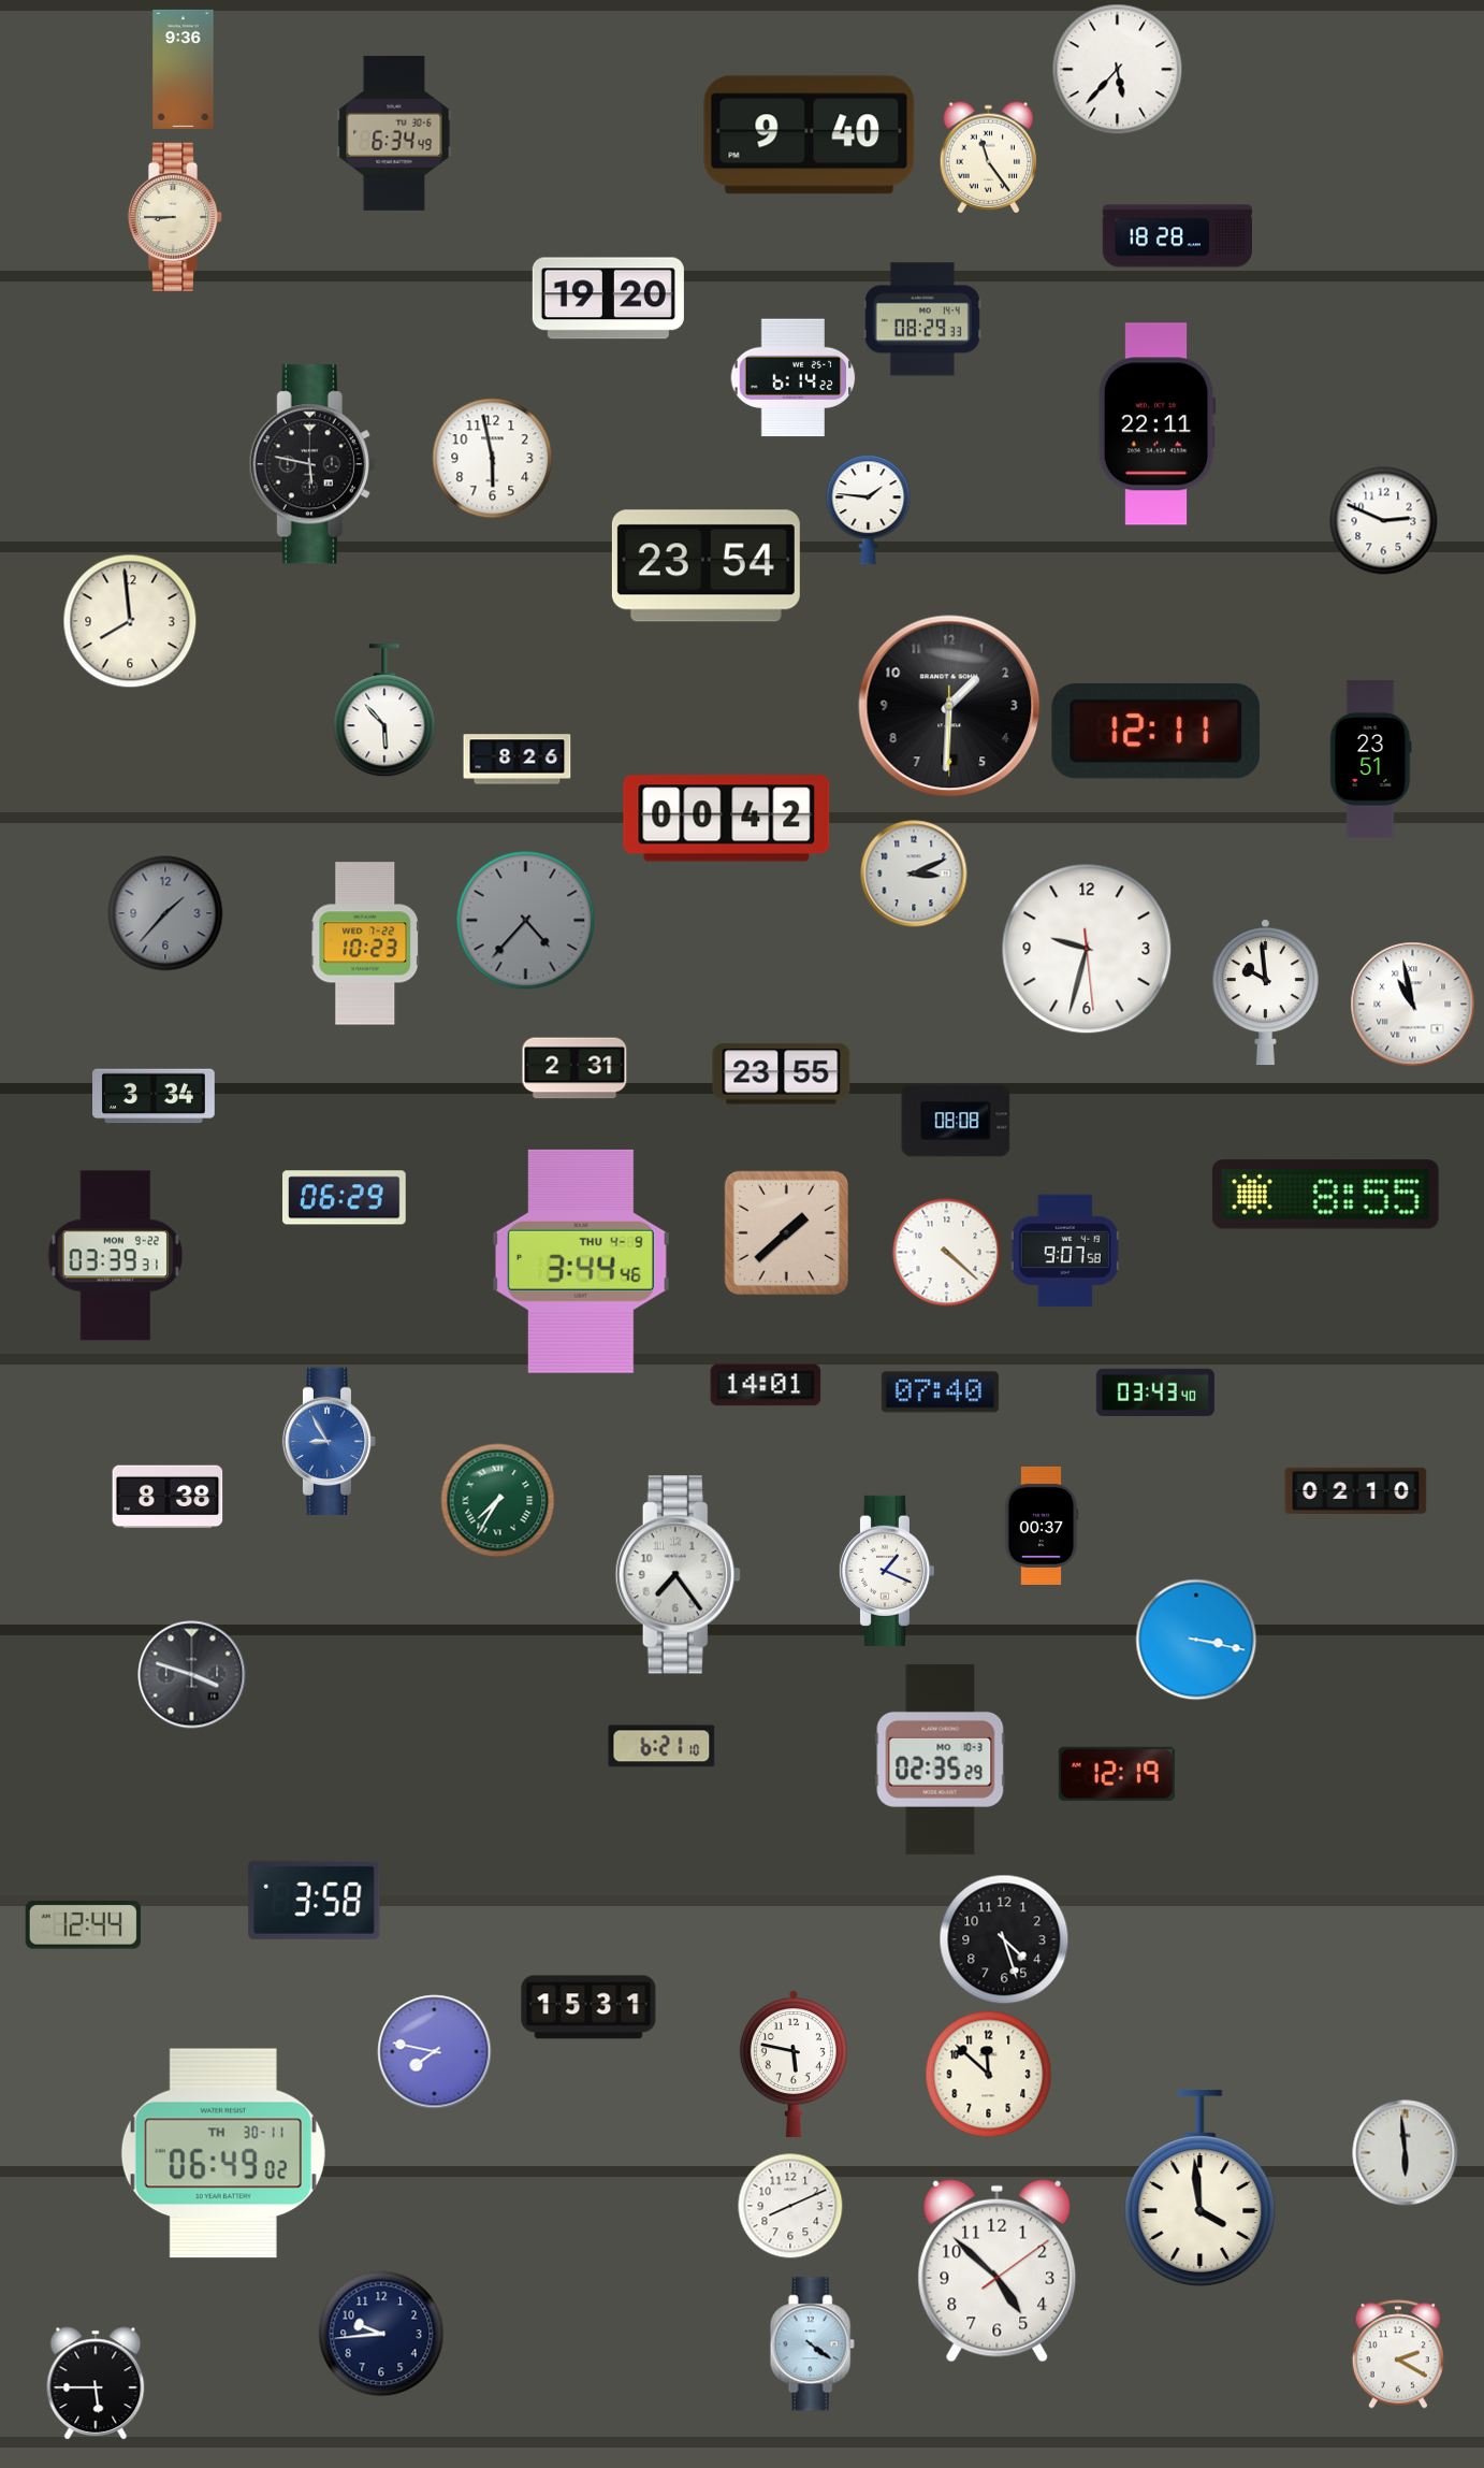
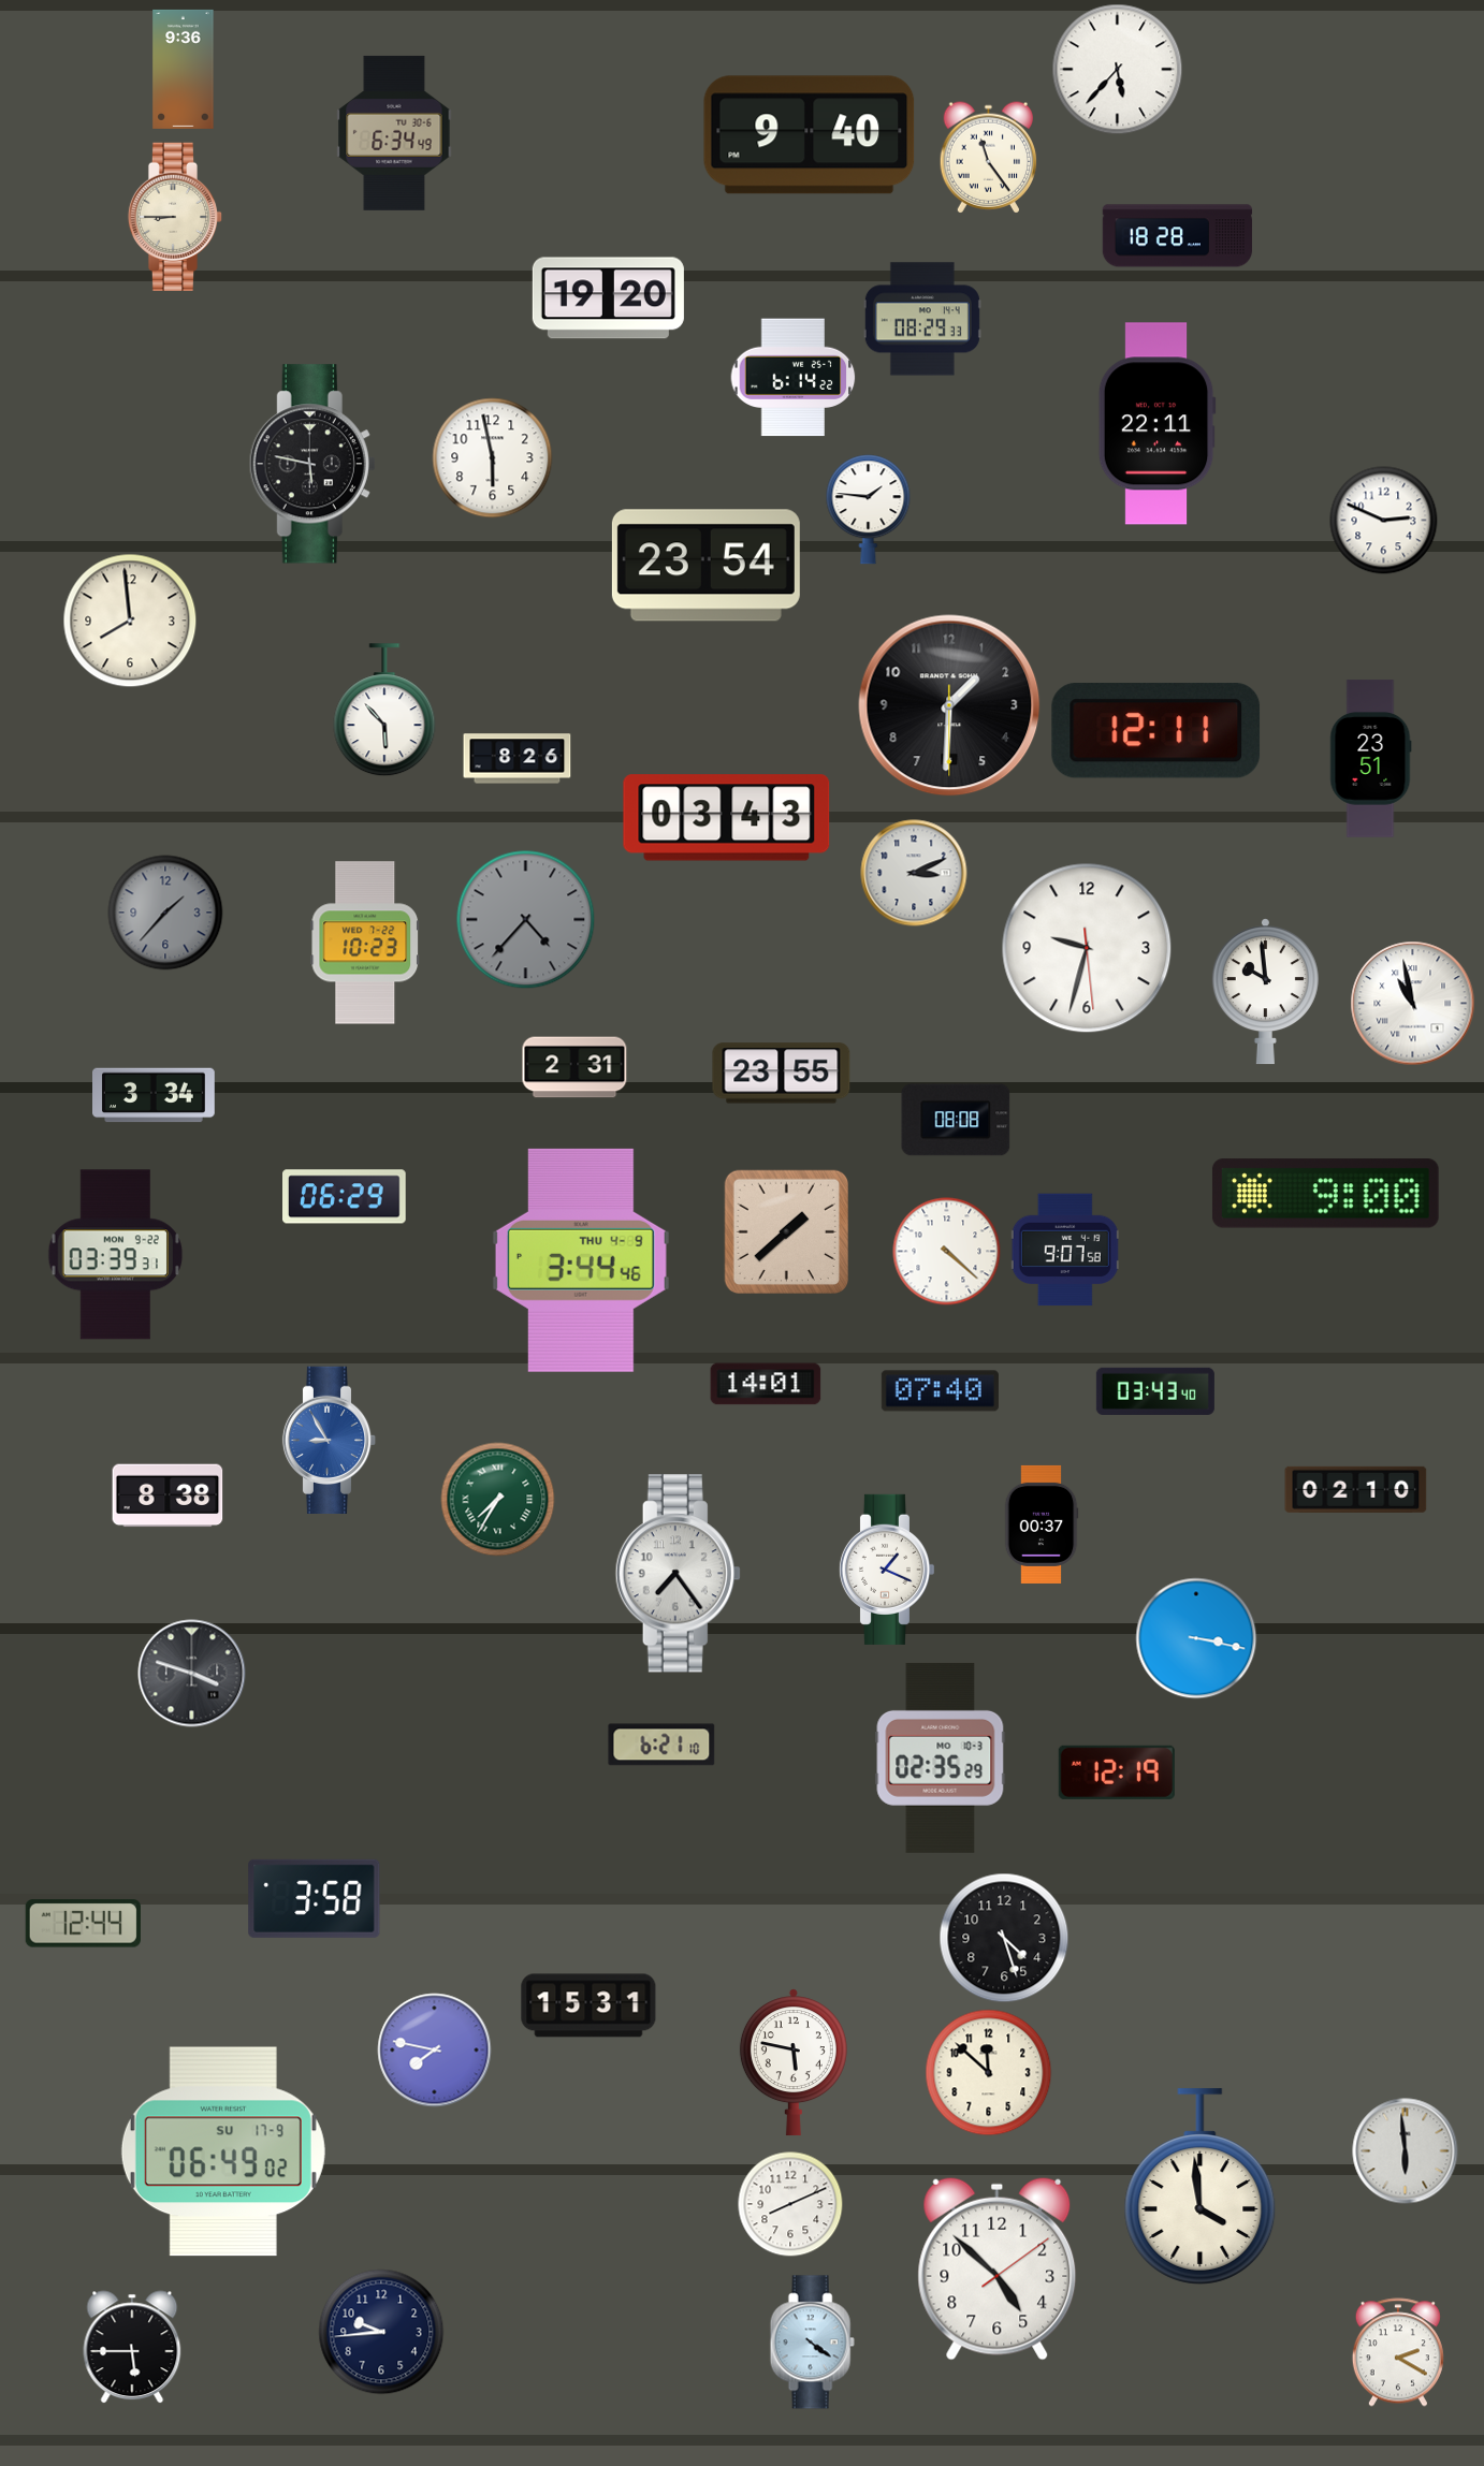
clock at (727, 819): 00:42 -> 03:43
clock at (1325, 1195): 8:55 -> 9:00
clock at (223, 2153) date: TH 30-11 -> SU 17-9
clock at (96, 2383) position: (96, 2383) -> (132, 2347)
